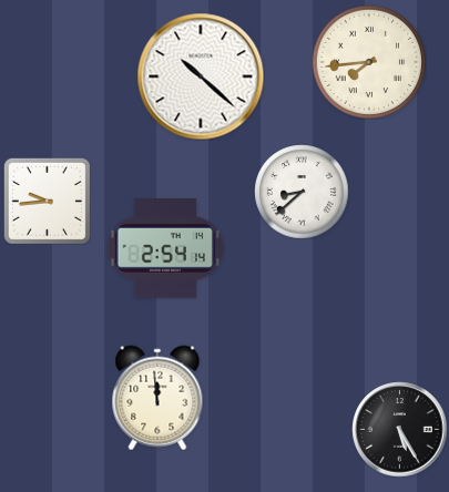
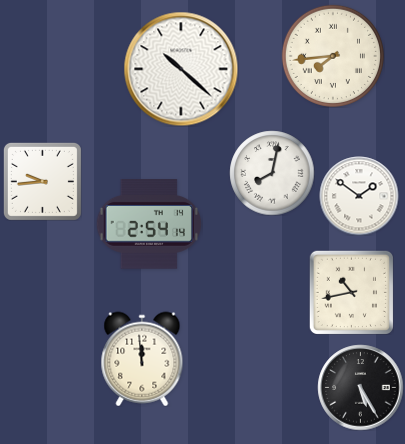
clock at (302, 192): 8:38 -> 8:02
clock at (359, 196): none -> 1:51
clock at (351, 292): none -> 10:43
